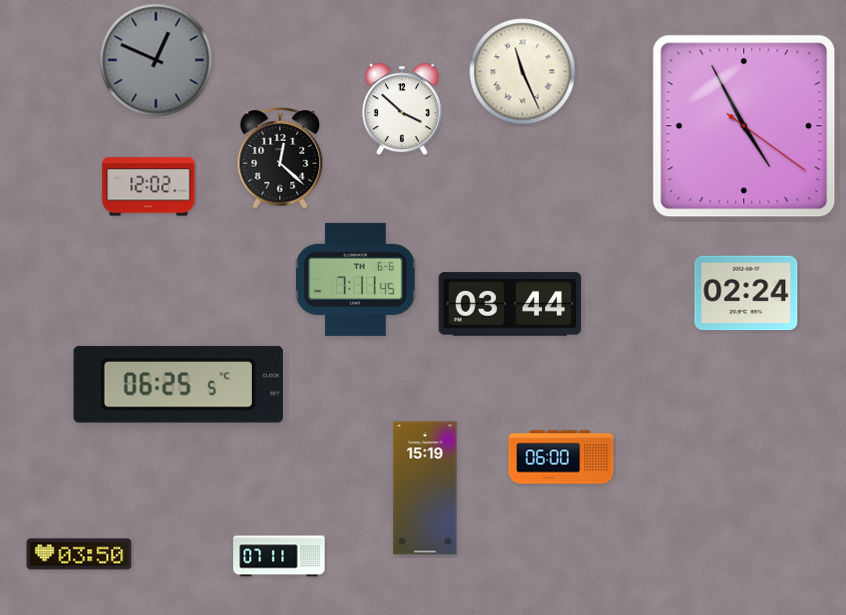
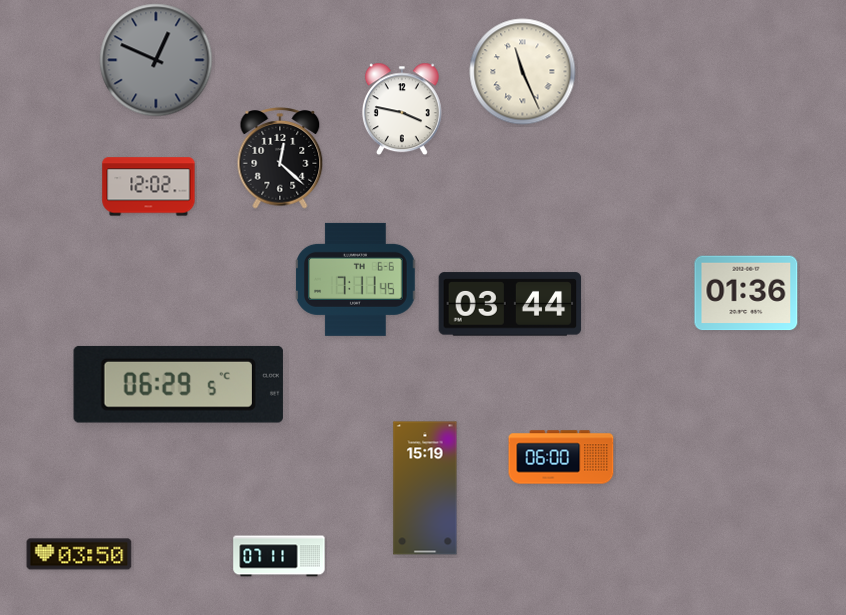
clock at (402, 109): 3:52 -> 3:47
clock at (744, 126): 4:55 -> none
clock at (746, 293): 02:24 -> 01:36
clock at (178, 384): 06:25 -> 06:29
